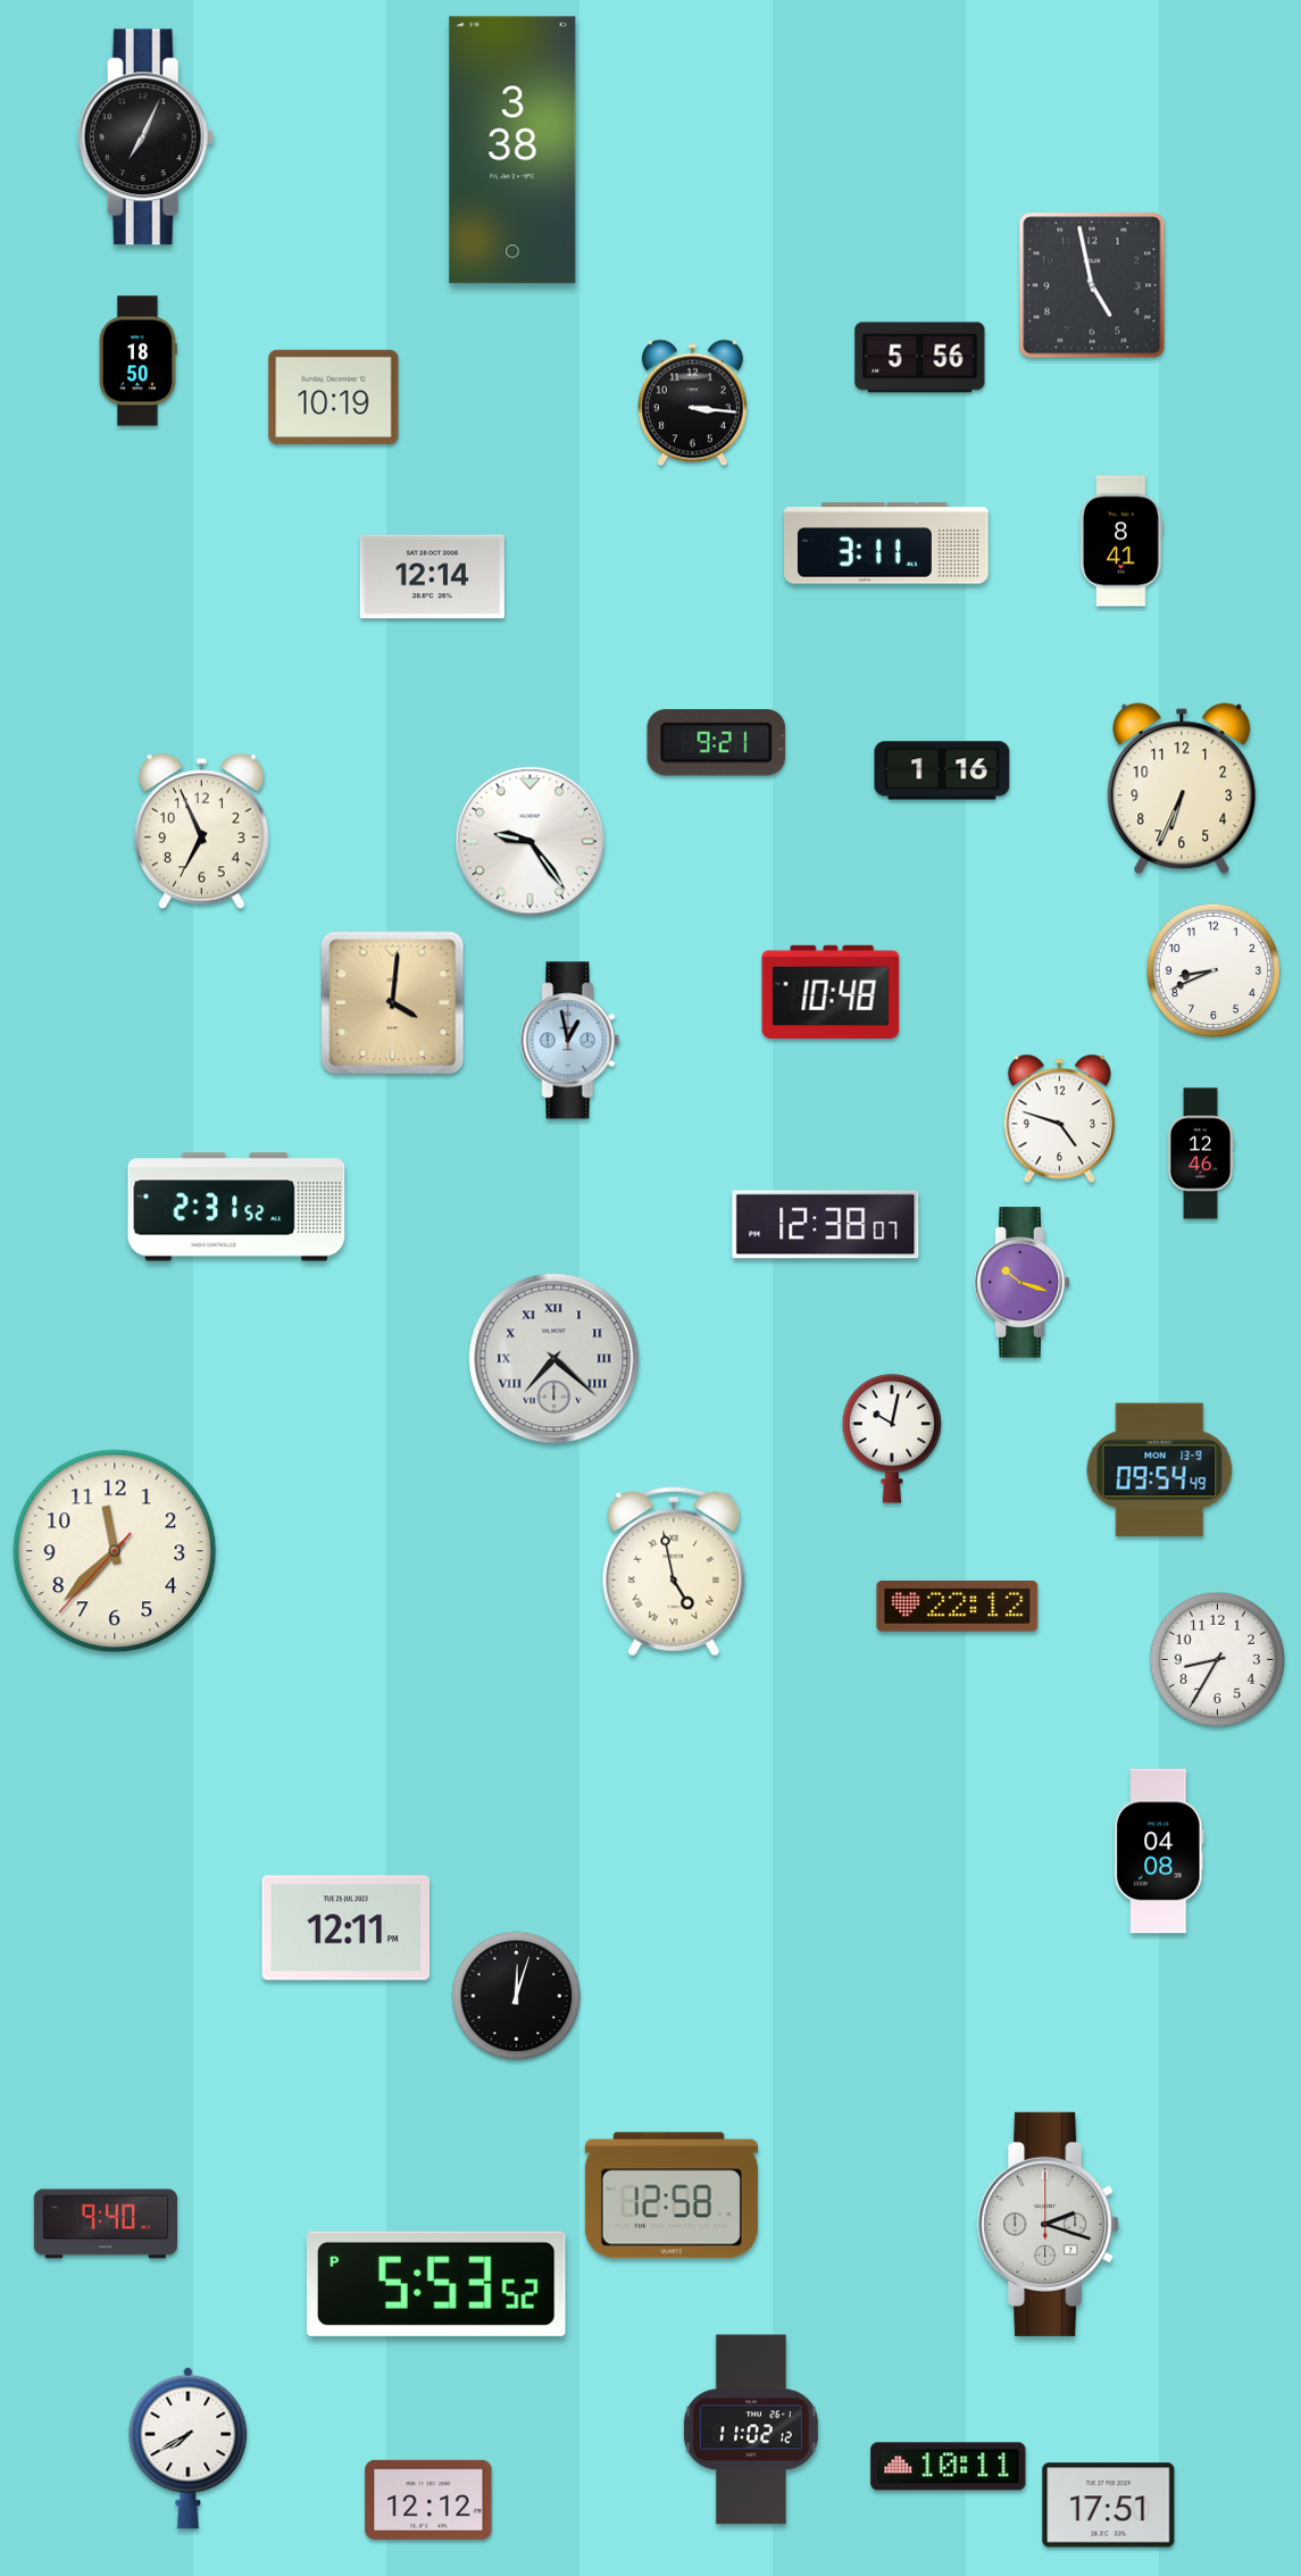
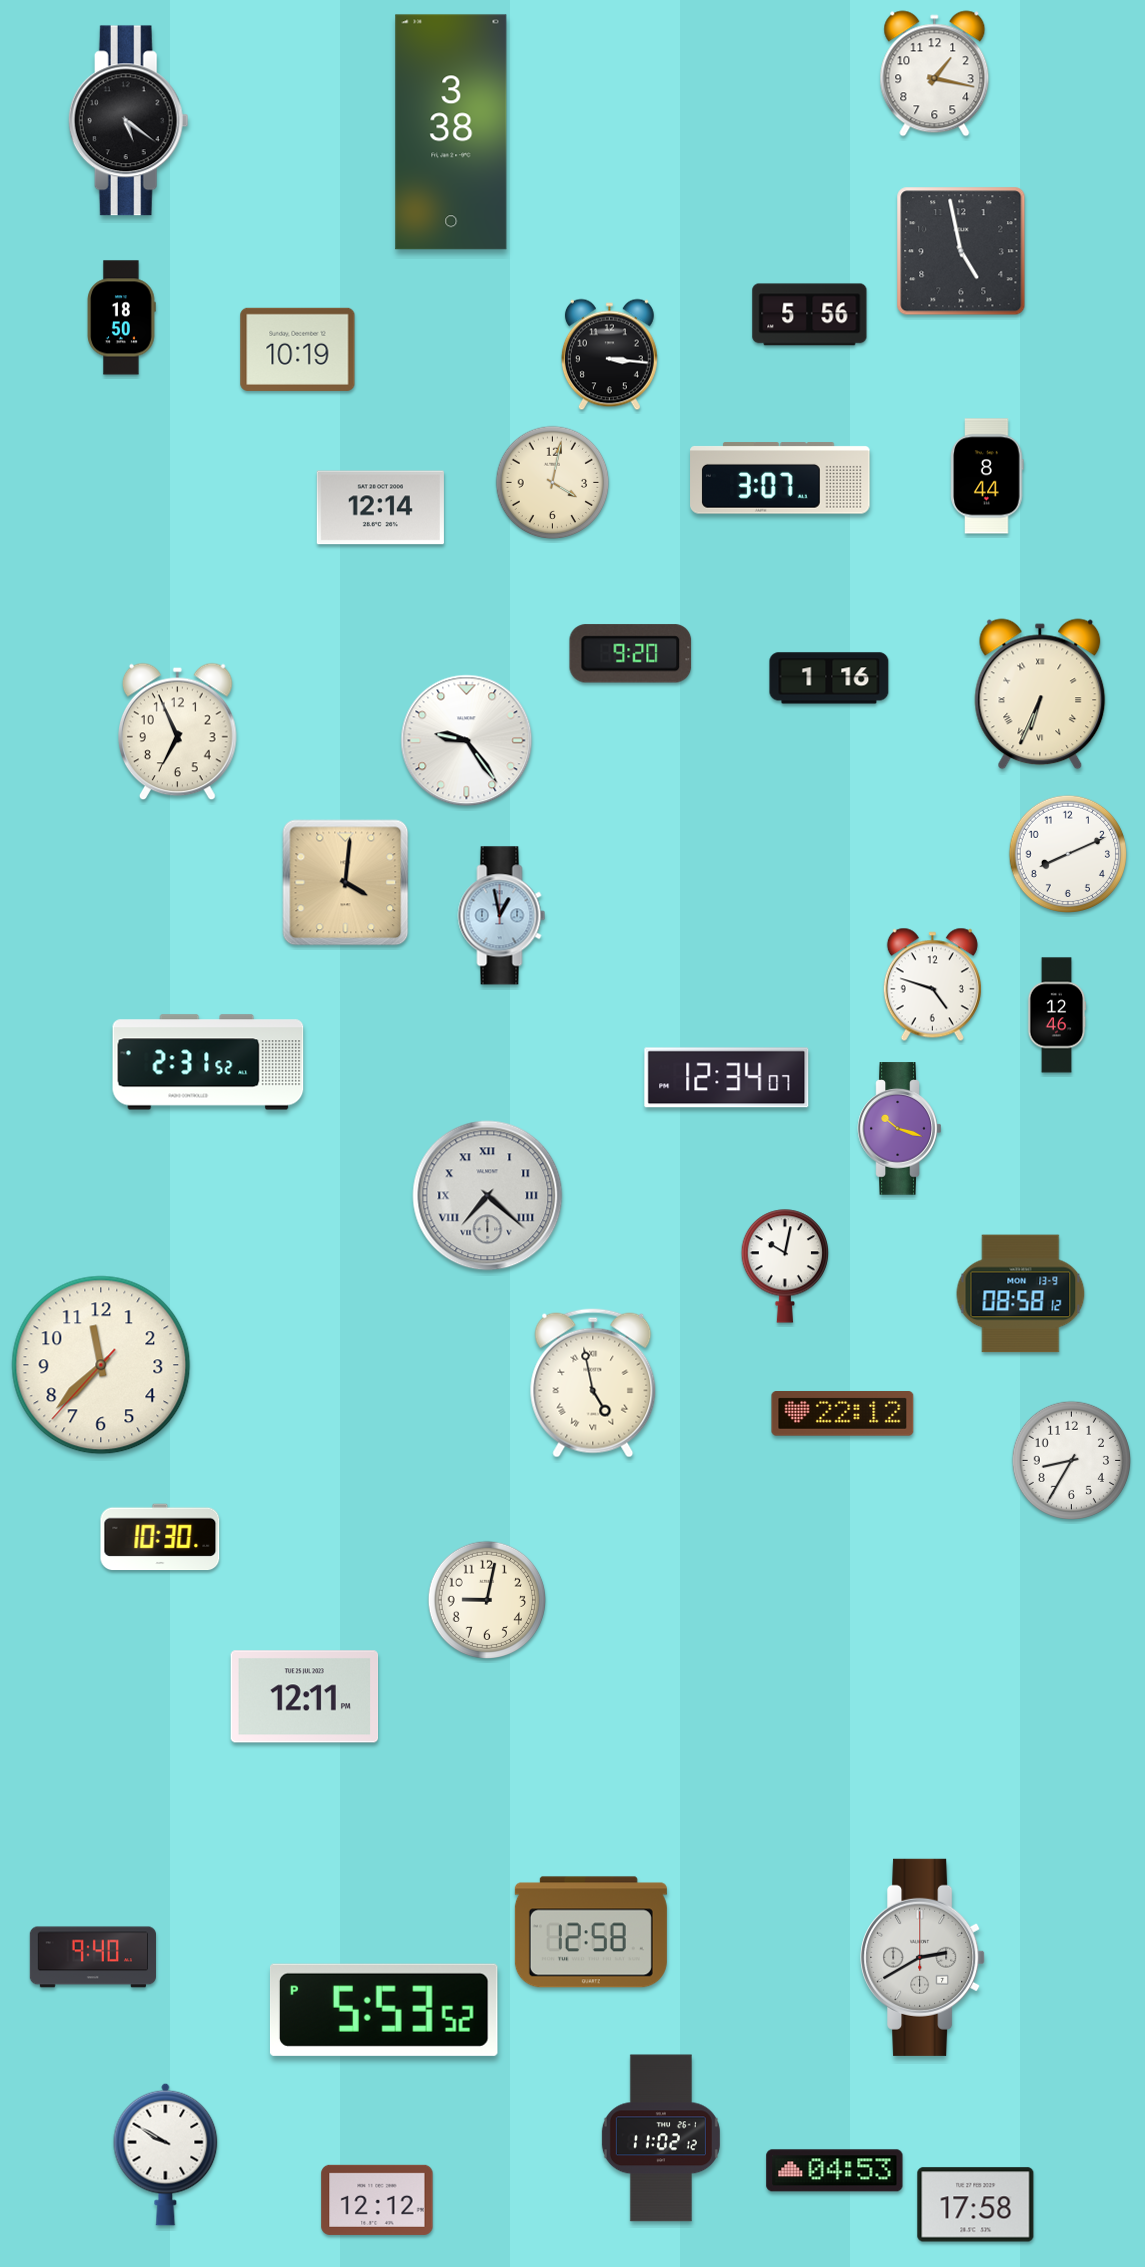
clock at (935, 74): none -> 1:17
clock at (145, 137): 7:04 -> 5:21
clock at (334, 397) position: (334, 397) -> (298, 349)
clock at (1121, 541): 8:41 -> 8:44
clock at (886, 543): 3:11 -> 3:07
clock at (553, 483): none -> 4:02
clock at (717, 743): 9:21 -> 9:20
clock at (1182, 789) numerals: Arabic -> Roman
clock at (1212, 969): 8:41 -> 8:11
clock at (831, 992): 10:48 -> none
clock at (826, 1225): 12:38 -> 12:34
clock at (1160, 1470): 09:54 -> 08:58
clock at (160, 1537): none -> 10:30
clock at (486, 1599): none -> 9:02
clock at (1159, 1851): 04:08 -> none
clock at (517, 1996): 12:03 -> none
clock at (1049, 2224): 2:18 -> 2:40
clock at (189, 2448): 7:40 -> 9:50
clock at (949, 2467): 10:11 -> 04:53
clock at (1109, 2506): 17:51 -> 17:58
